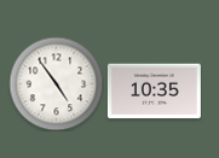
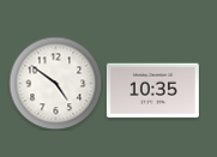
clock at (56, 83): 4:54 -> 4:51
